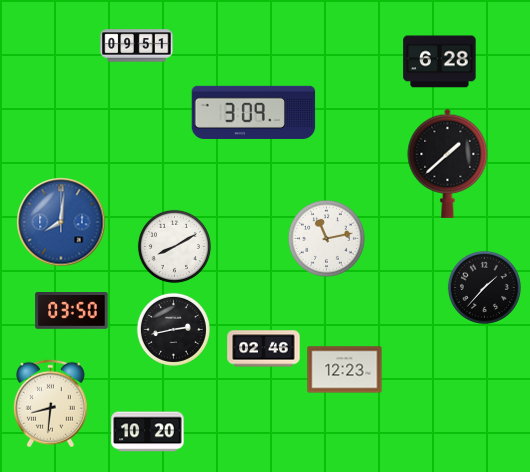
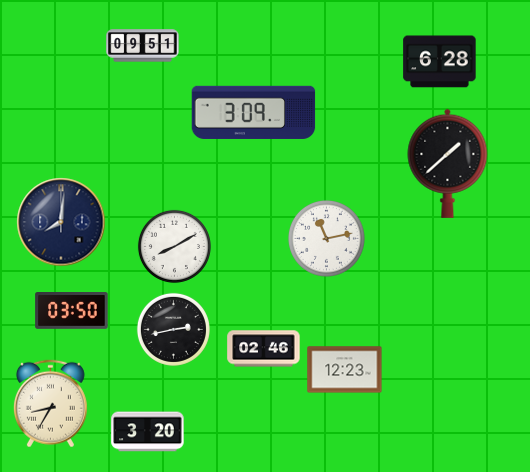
clock at (137, 46) position: (137, 46) -> (143, 46)
clock at (61, 222) dial: blue -> navy
clock at (484, 287): 1:37 -> none
clock at (50, 404): 8:31 -> 8:35
clock at (148, 432): 10:20 -> 3:20
